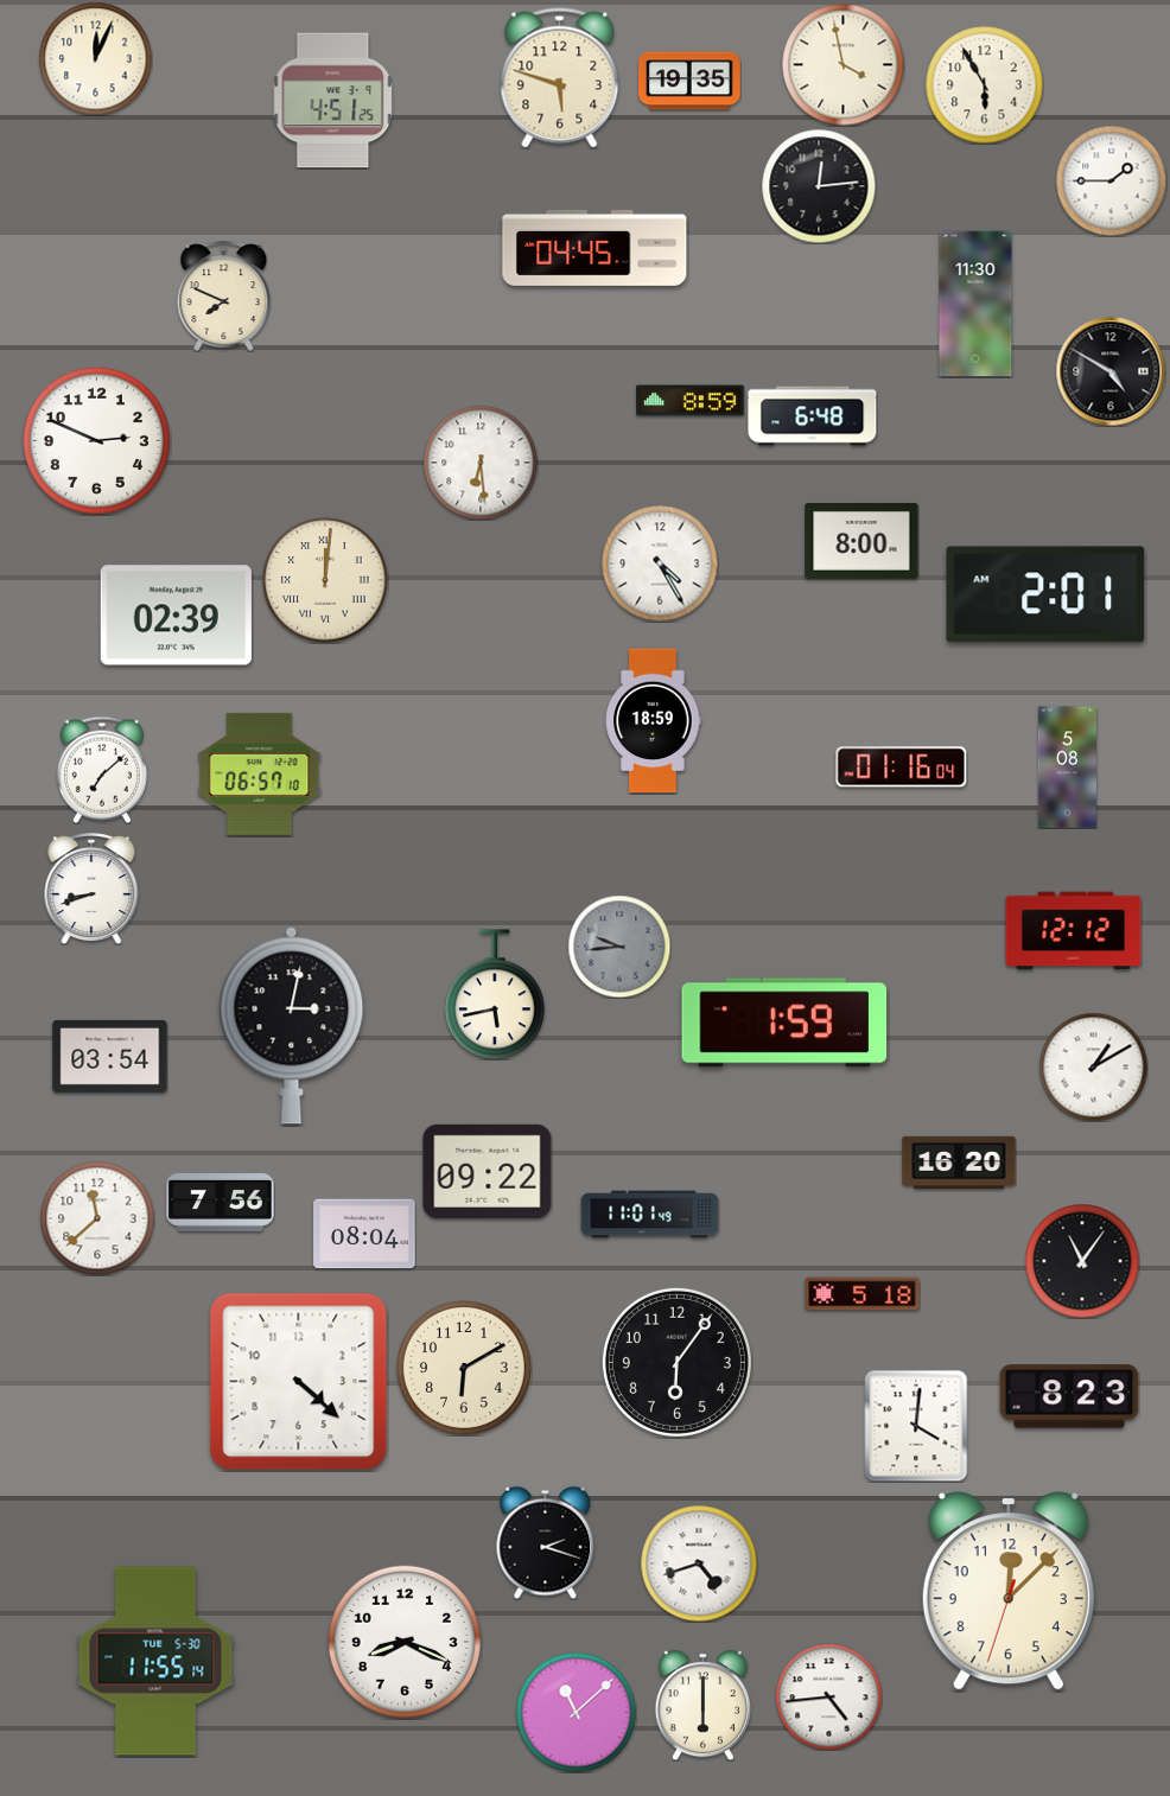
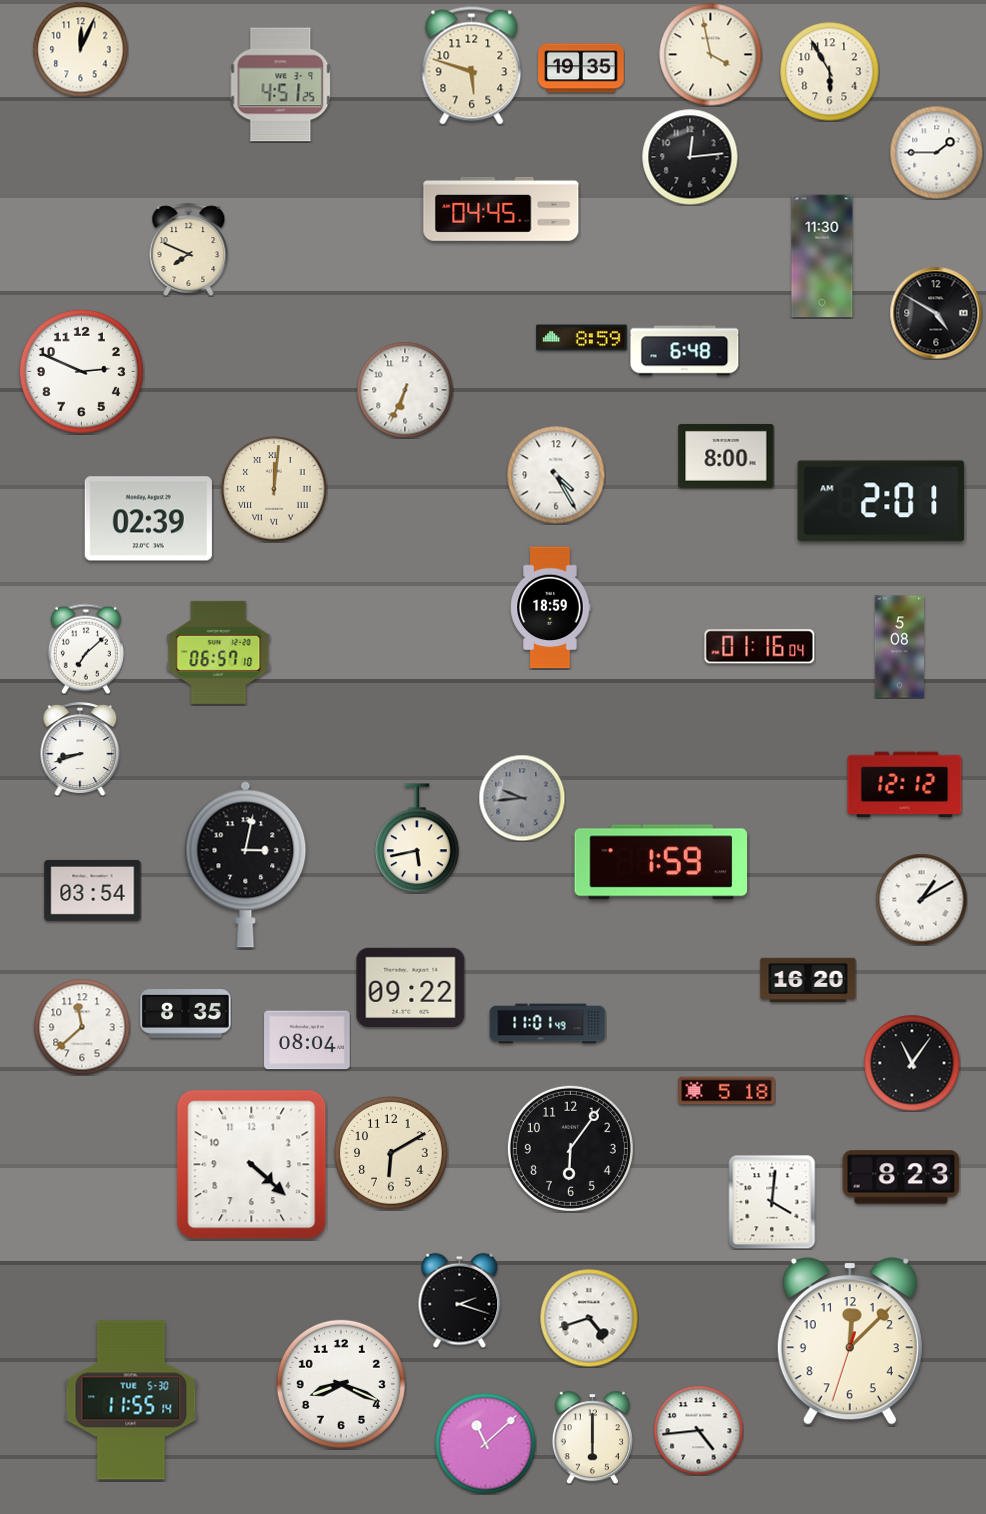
clock at (481, 463): 6:29 -> 6:34
clock at (91, 889) position: (91, 889) -> (80, 749)
clock at (221, 1203): 7:56 -> 8:35
